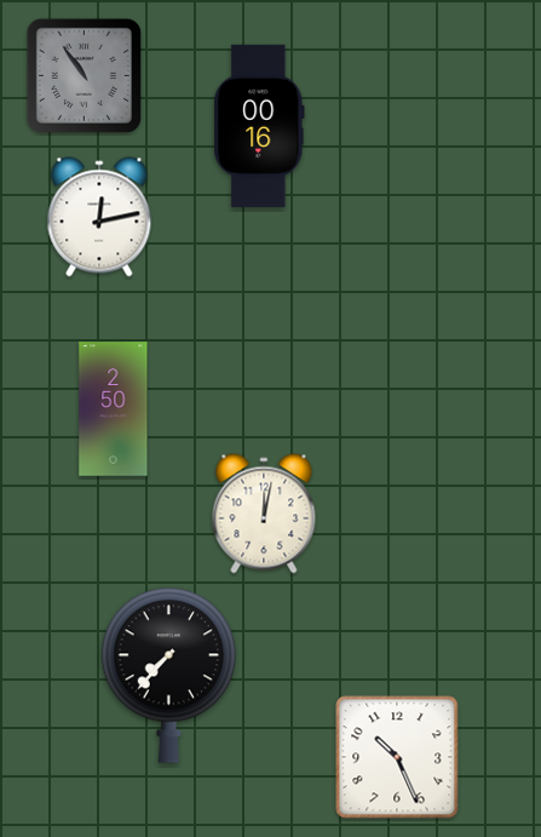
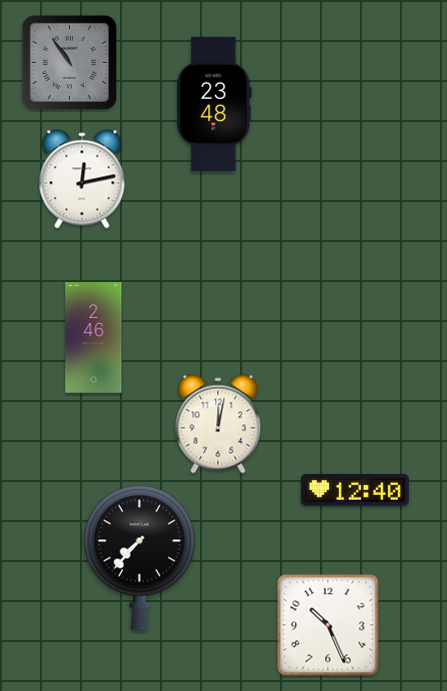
clock at (259, 126): 00:16 -> 23:48
clock at (114, 409): 2:50 -> 2:46
clock at (355, 490): none -> 12:40
